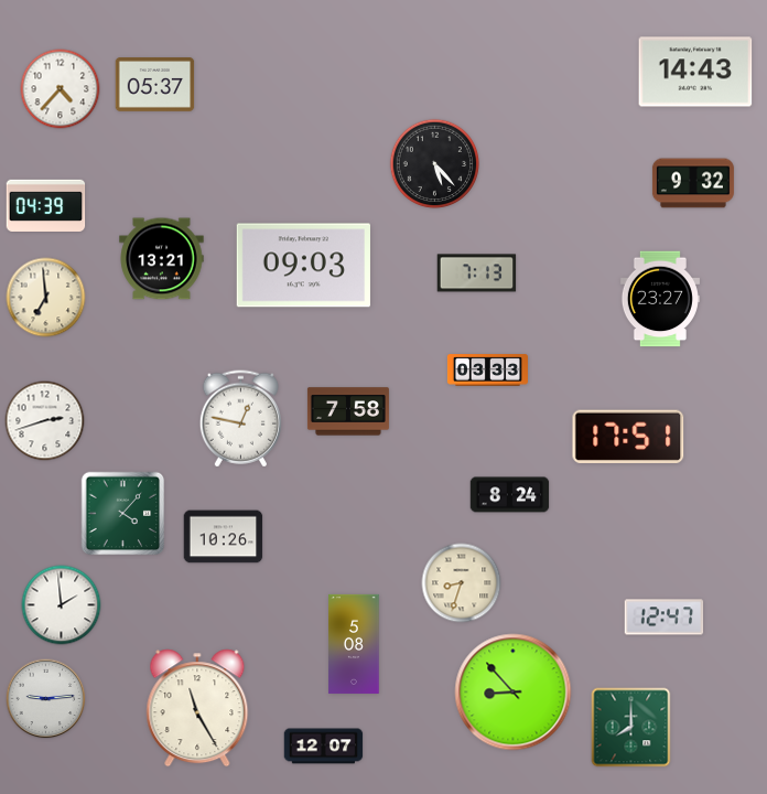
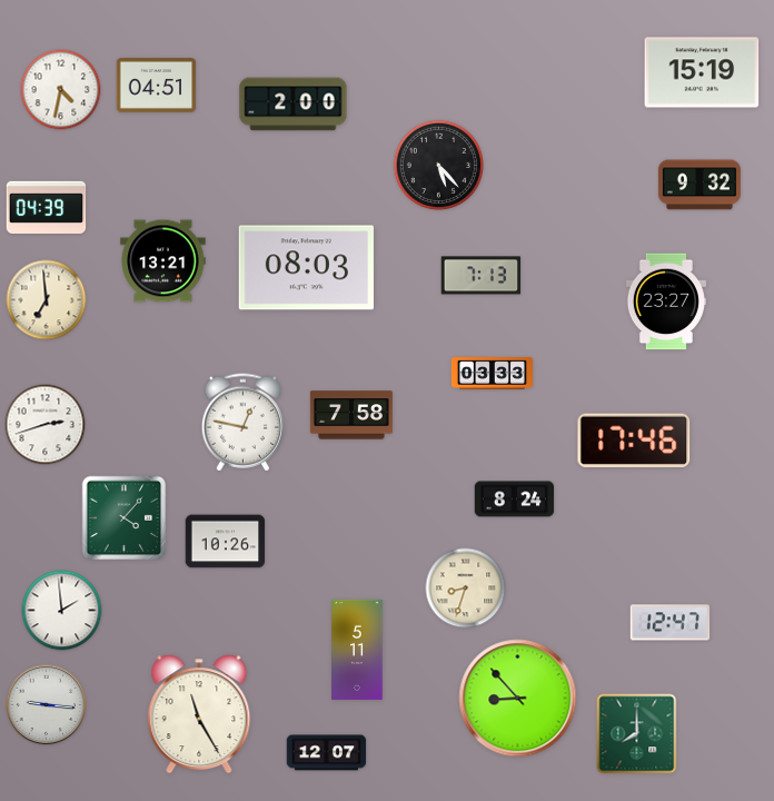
clock at (695, 72): 14:43 -> 15:19
clock at (155, 85): 05:37 -> 04:51
clock at (61, 89): 4:37 -> 4:32
clock at (294, 105): none -> 2:00
clock at (303, 266): 09:03 -> 08:03
clock at (628, 437): 17:51 -> 17:46
clock at (354, 644): 5:08 -> 5:11
clock at (46, 699): 9:14 -> 9:16
